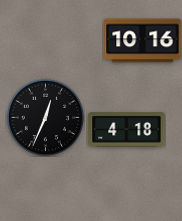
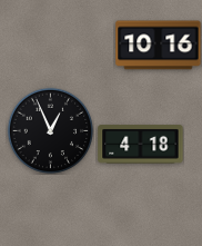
clock at (45, 117): 12:34 -> 12:56
